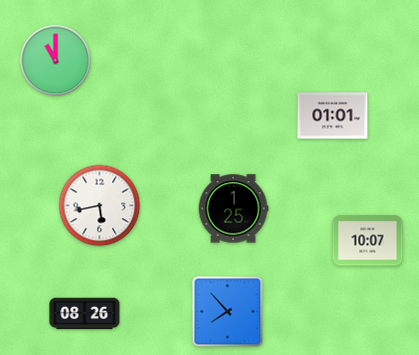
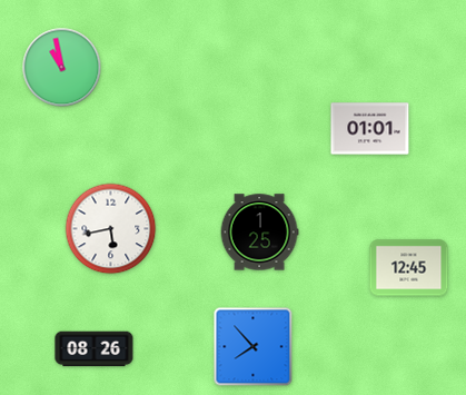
clock at (56, 61): 11:00 -> 10:58
clock at (368, 241): 10:07 -> 12:45
